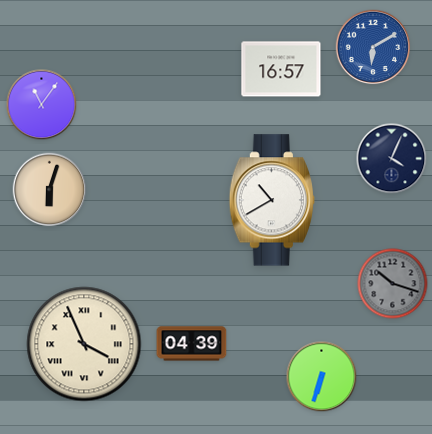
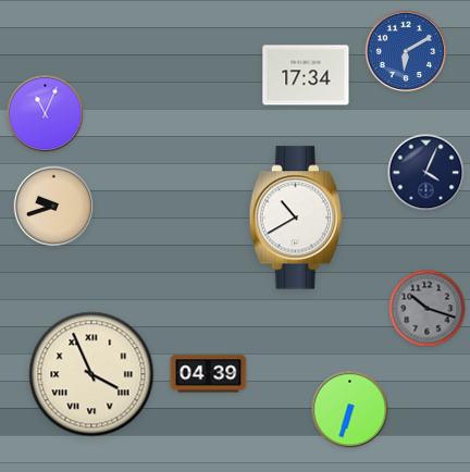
clock at (281, 69): 16:57 -> 17:34
clock at (42, 105): 11:06 -> 11:04
clock at (50, 190): 6:03 -> 9:42
